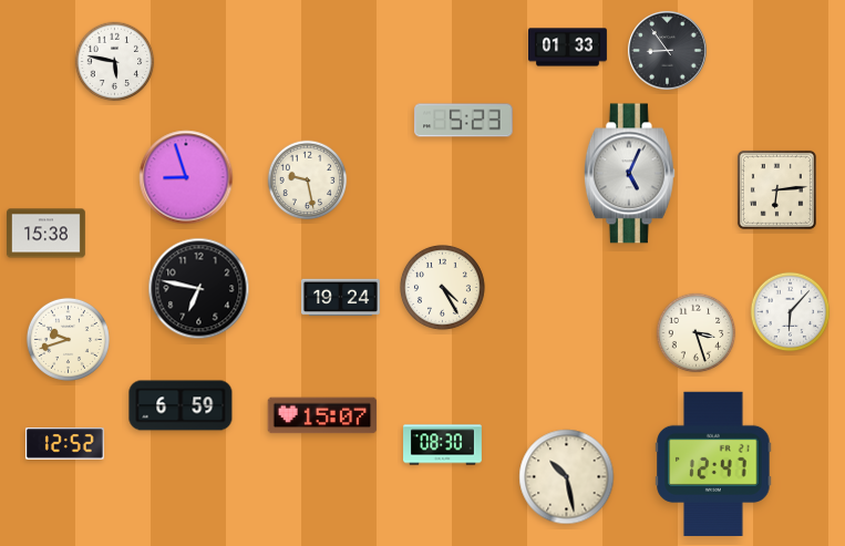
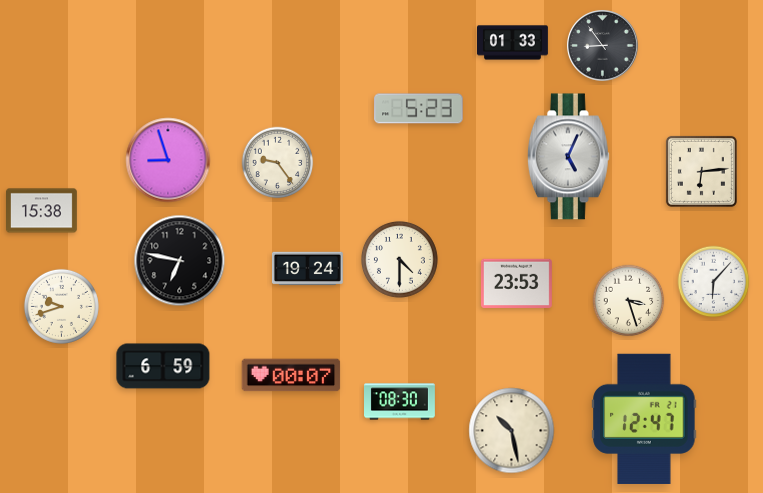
clock at (115, 62): 5:47 -> none
clock at (308, 181): 9:28 -> 9:24
clock at (442, 287): 4:25 -> 4:30
clock at (516, 283): none -> 23:53
clock at (322, 415): 15:07 -> 00:07
clock at (64, 444): 12:52 -> none
